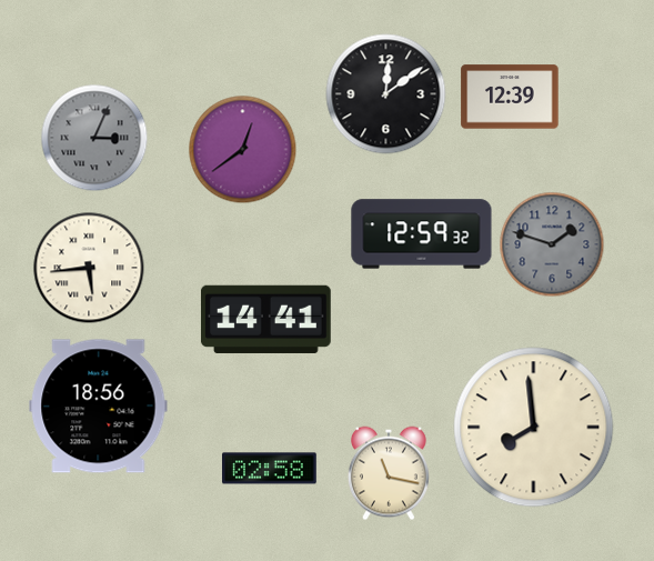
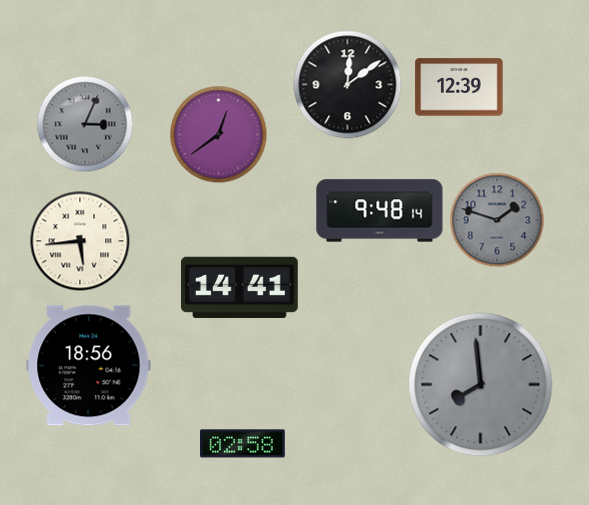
clock at (422, 234): 12:59 -> 9:48
clock at (534, 428) dial: cream -> grey
clock at (270, 469) position: (270, 469) -> (243, 444)
clock at (389, 473): 11:17 -> none
